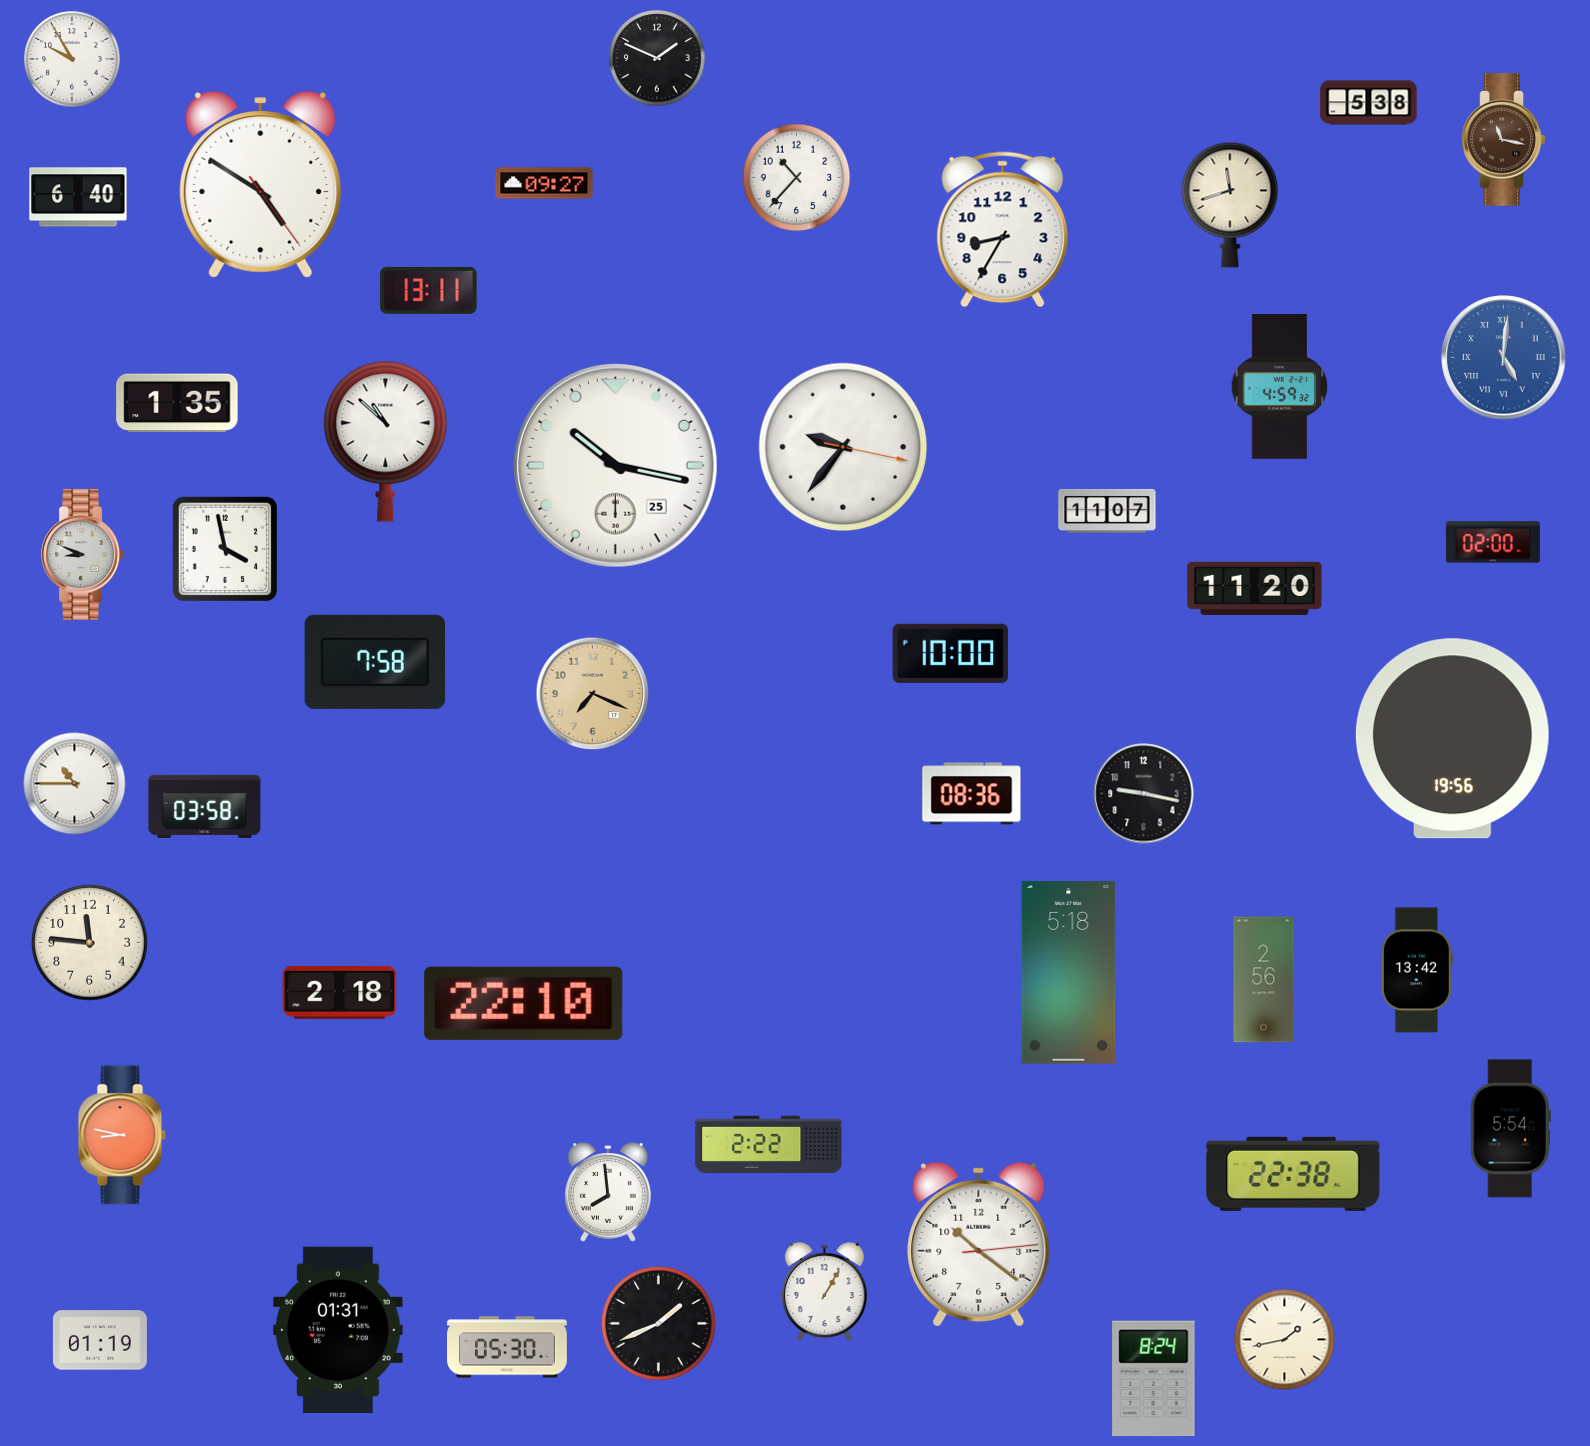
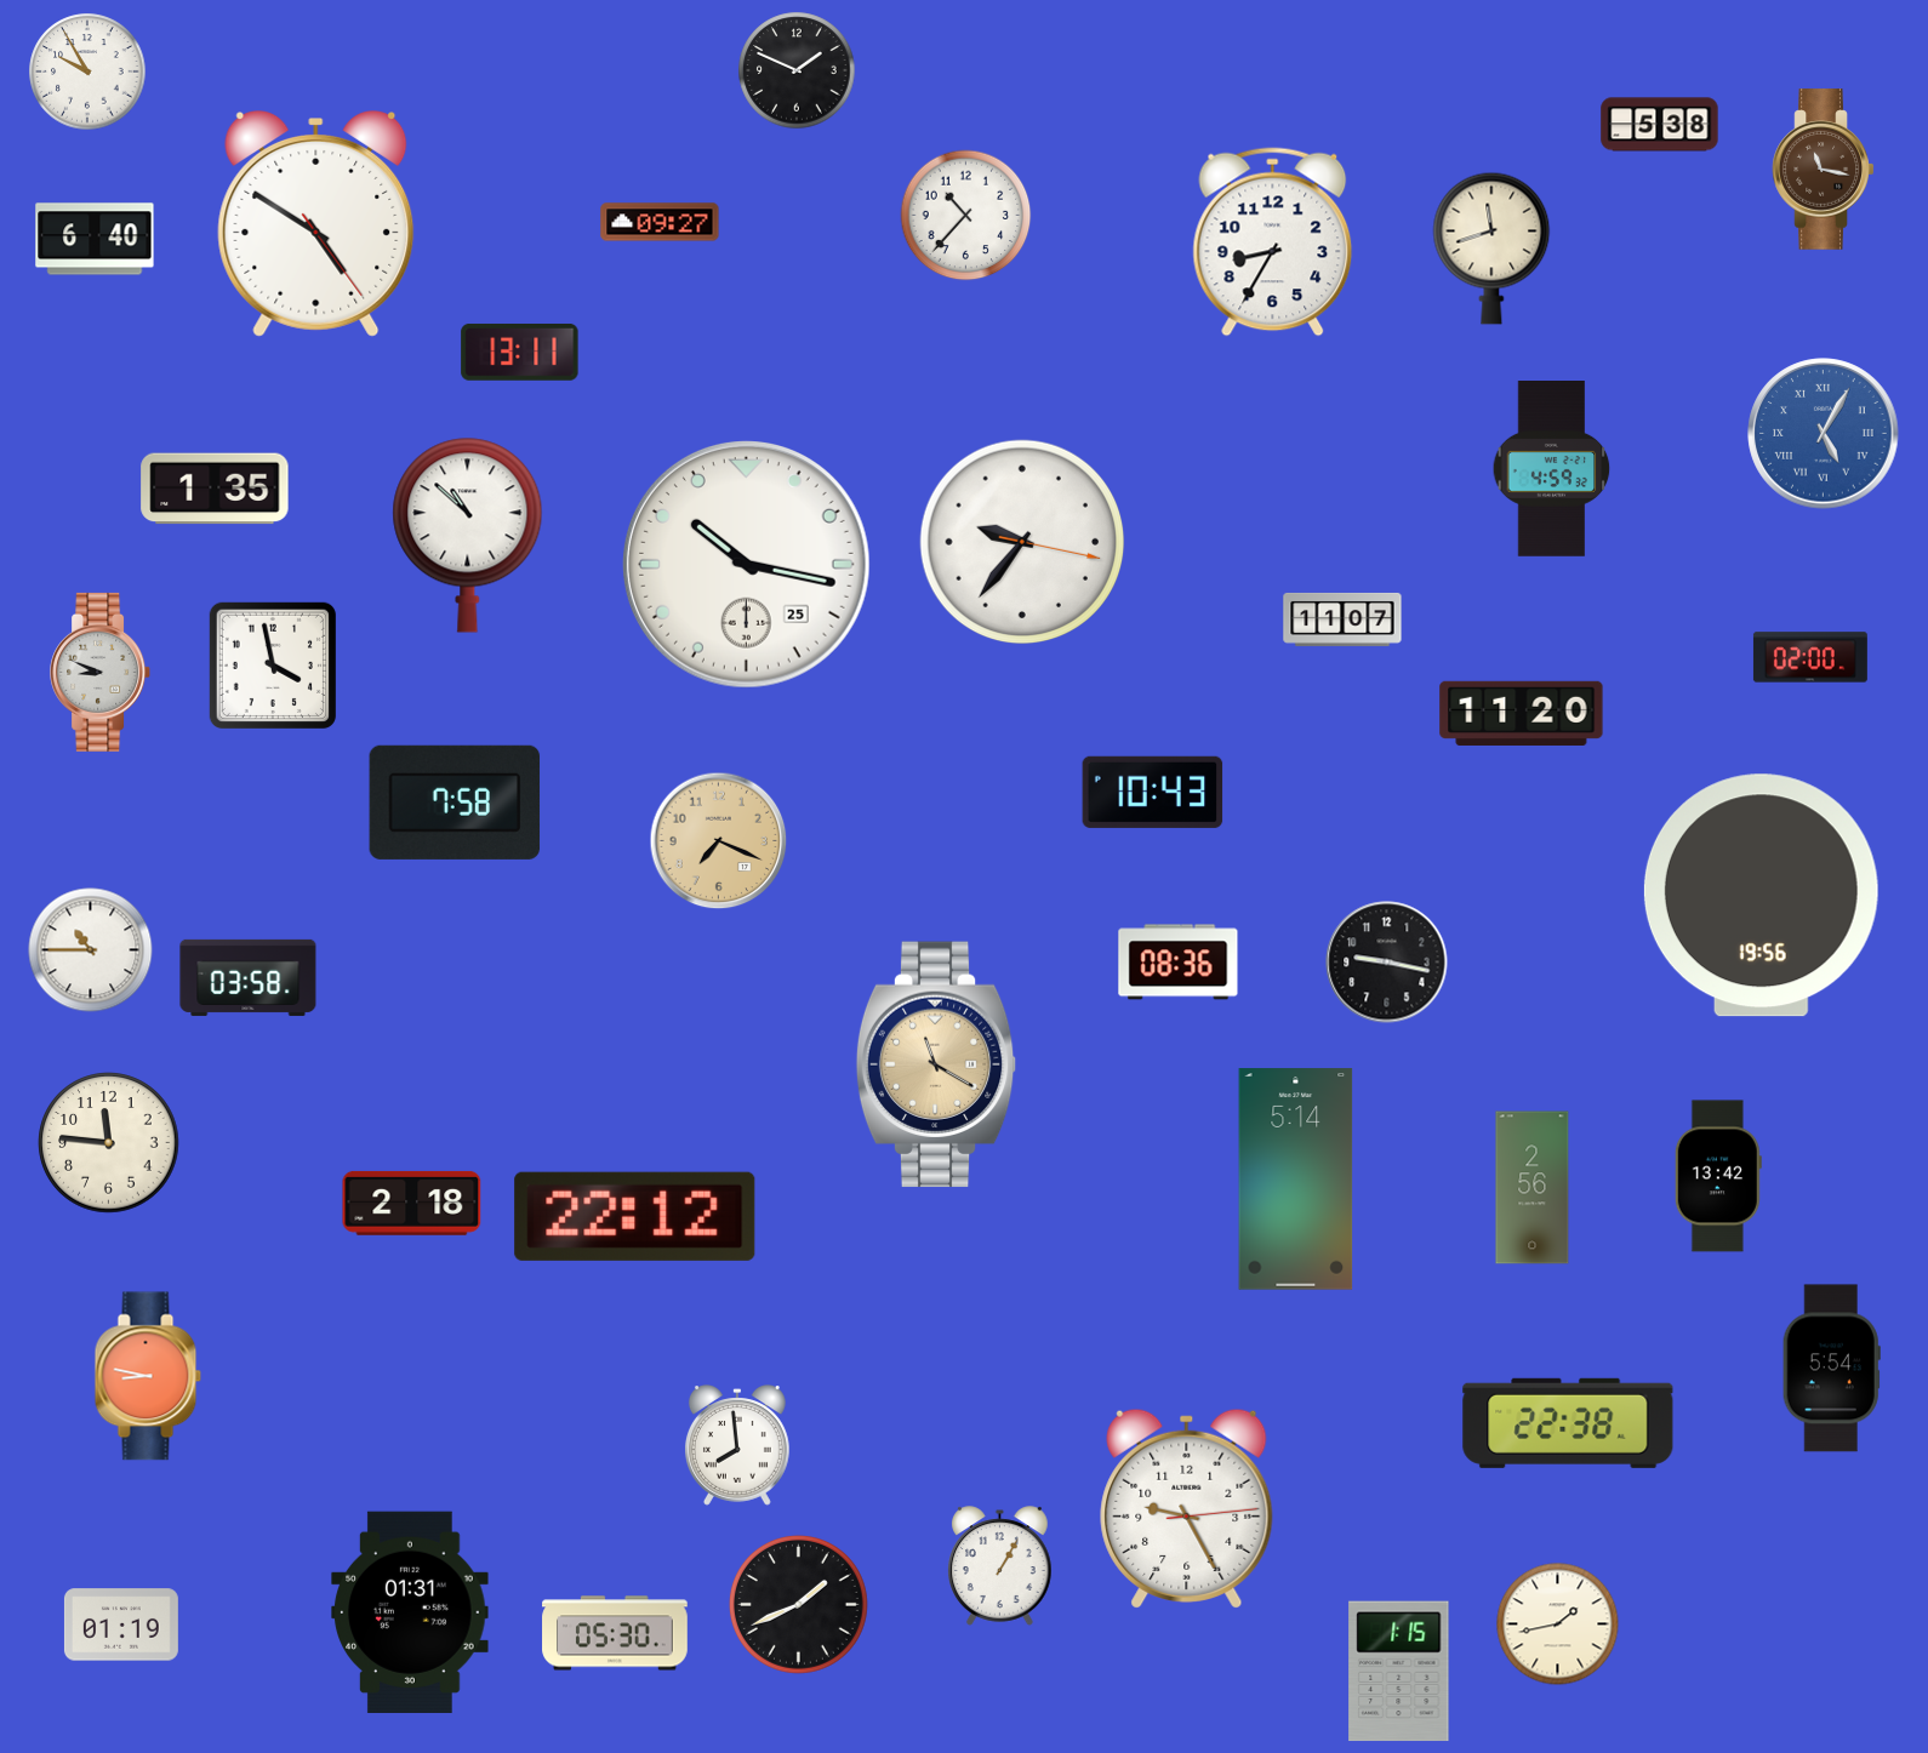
clock at (1003, 230) position: (1003, 230) -> (1273, 242)
clock at (1504, 358): 5:01 -> 5:05
clock at (951, 653): 10:00 -> 10:43
clock at (936, 1064): none -> 11:20
clock at (1069, 973): 5:18 -> 5:14
clock at (524, 1003): 22:10 -> 22:12
clock at (769, 1144): 2:22 -> none
clock at (979, 1244): 10:21 -> 9:25
clock at (1154, 1379): 8:24 -> 1:15
